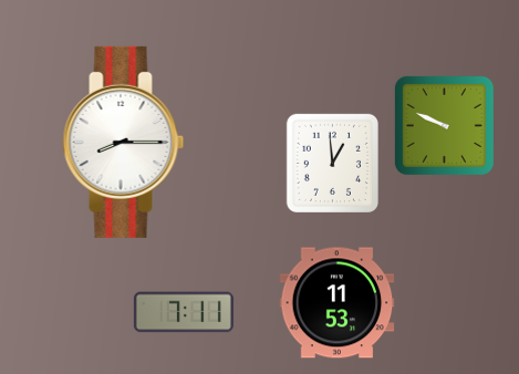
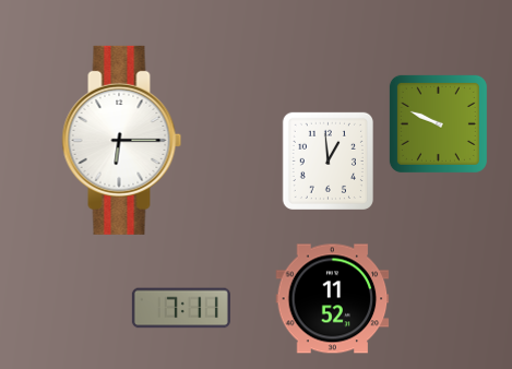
clock at (124, 142): 8:15 -> 6:15
clock at (338, 303): 11:53 -> 11:52
